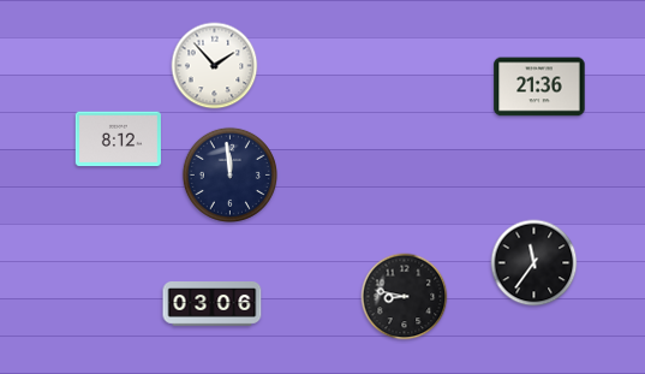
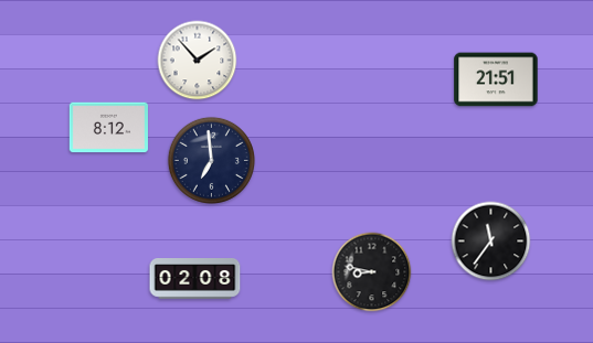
clock at (539, 87): 21:36 -> 21:51
clock at (229, 174): 11:59 -> 6:59
clock at (213, 304): 03:06 -> 02:08
